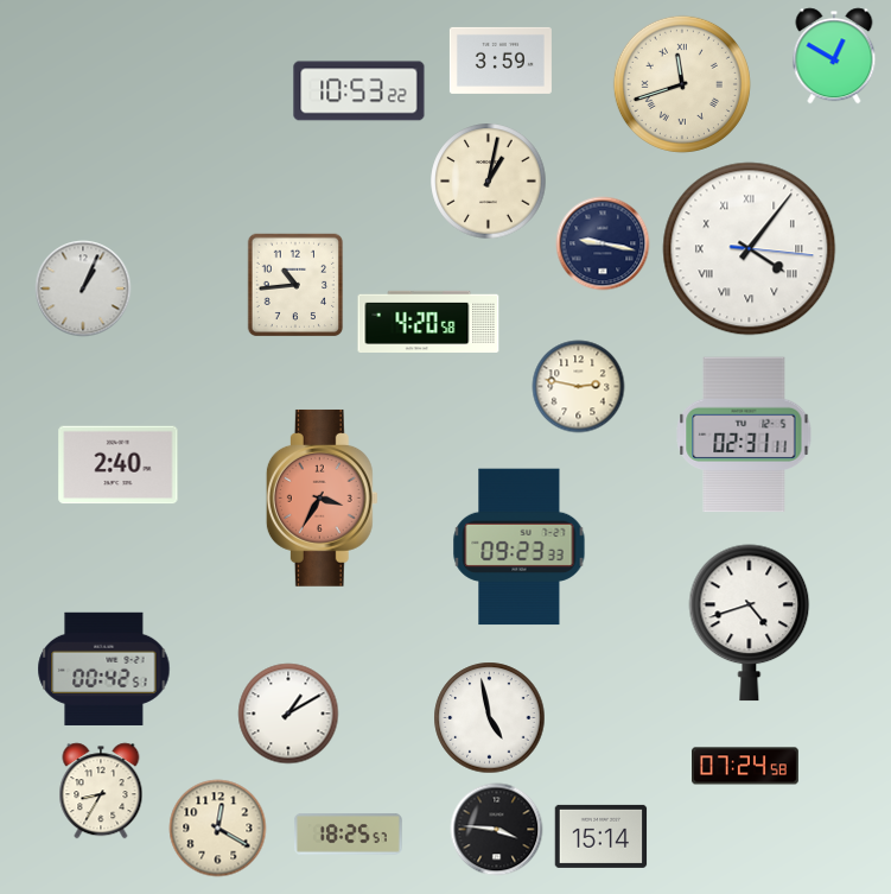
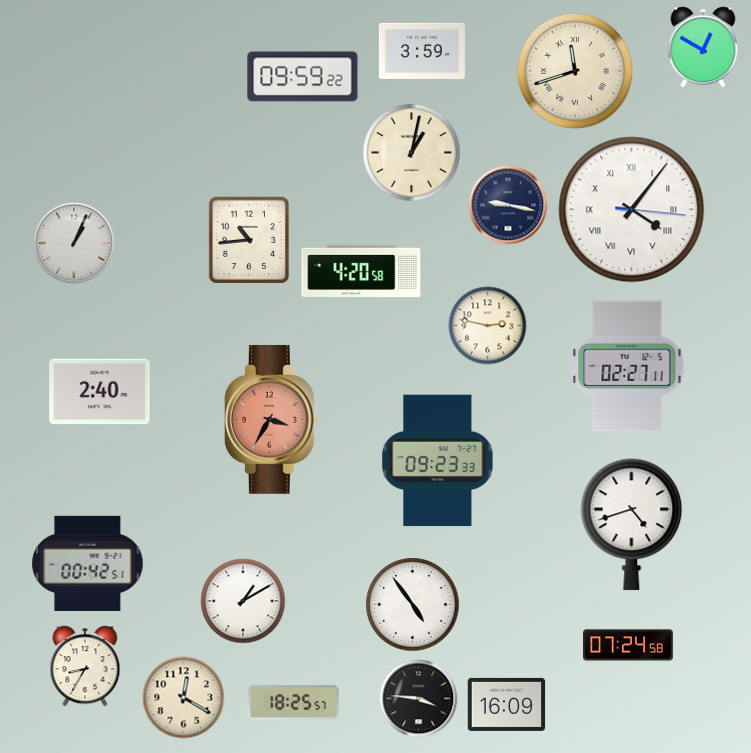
clock at (359, 91): 10:53 -> 09:59
clock at (83, 289) position: (83, 289) -> (74, 243)
clock at (744, 435): 02:31 -> 02:27
clock at (489, 717): 4:58 -> 4:54
clock at (600, 836): 15:14 -> 16:09
